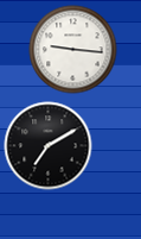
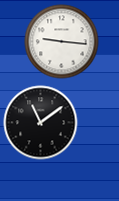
clock at (49, 146): 7:10 -> 11:09
